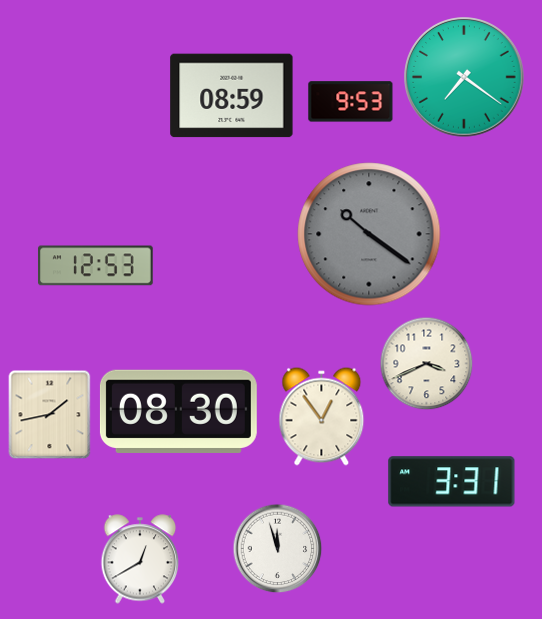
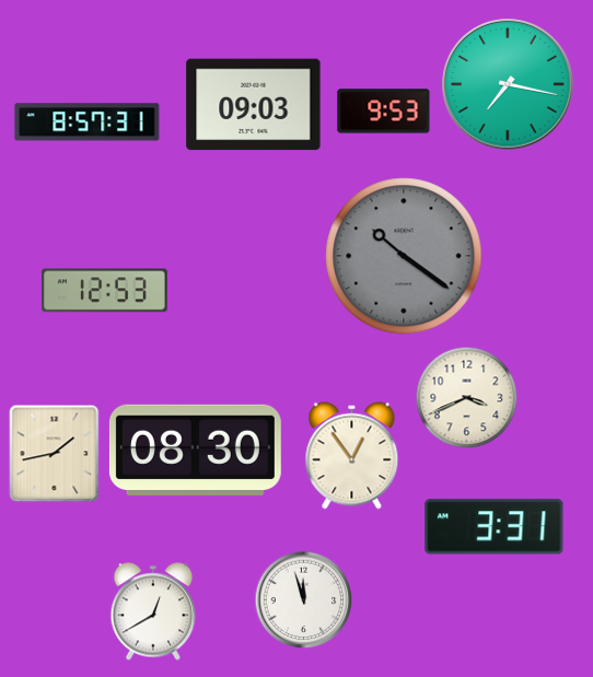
clock at (464, 77): 7:21 -> 7:17
clock at (232, 96): 08:59 -> 09:03
clock at (88, 122): none -> 8:57
